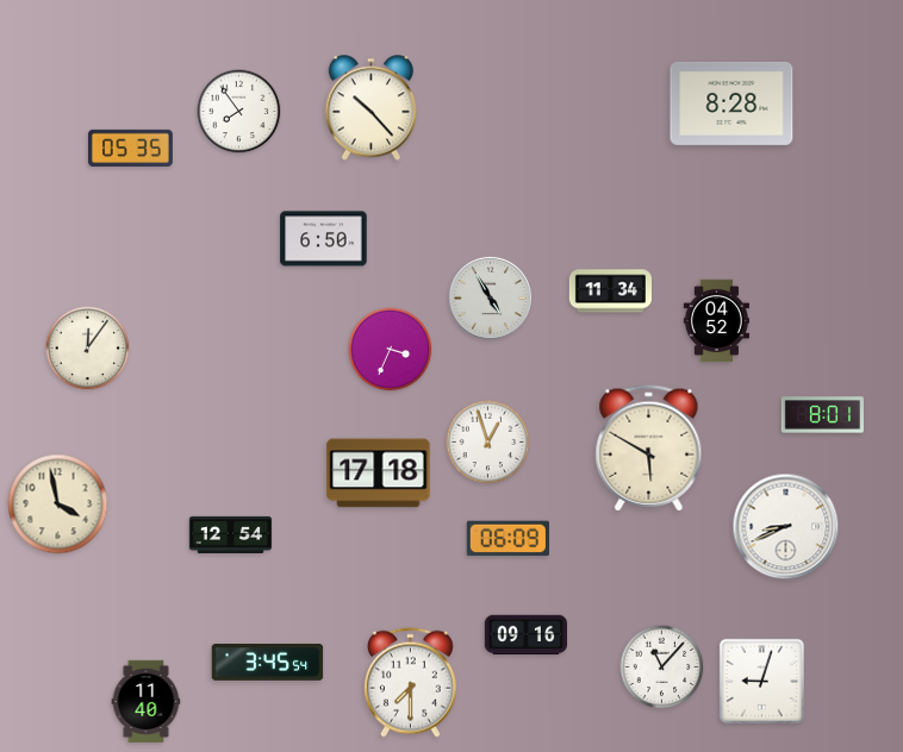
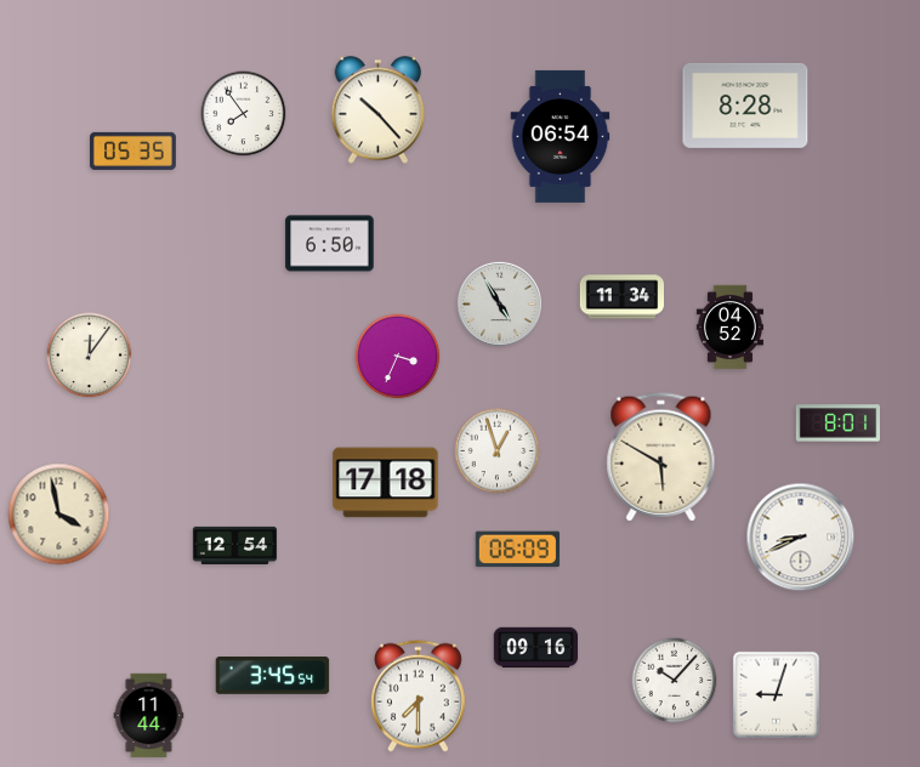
clock at (561, 136): none -> 06:54
clock at (662, 668): 11:07 -> 10:07
clock at (147, 702): 11:40 -> 11:44
